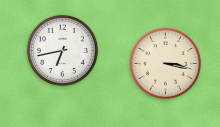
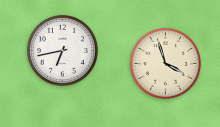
clock at (165, 63): 3:17 -> 3:57
